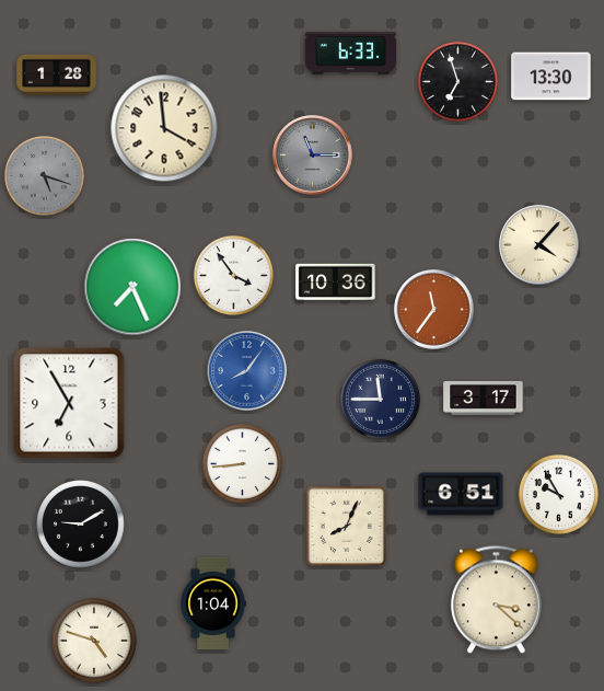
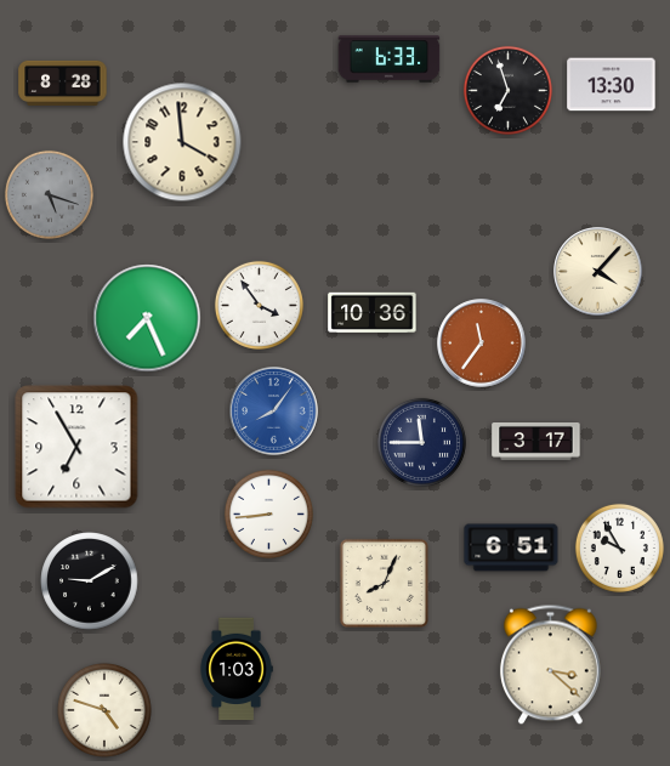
clock at (57, 74): 1:28 -> 8:28
clock at (313, 156): 11:15 -> none
clock at (213, 603): 1:04 -> 1:03
